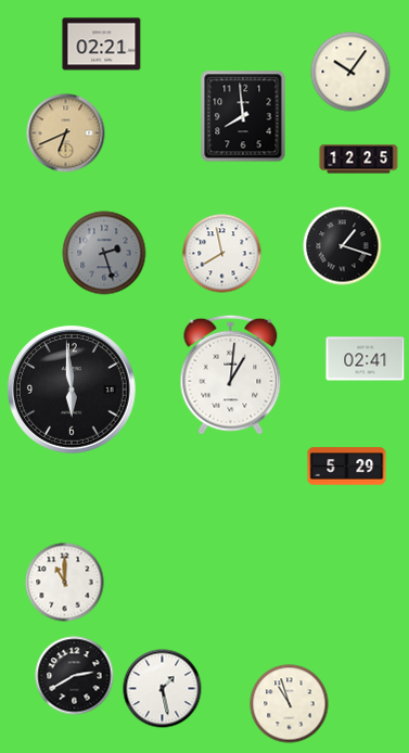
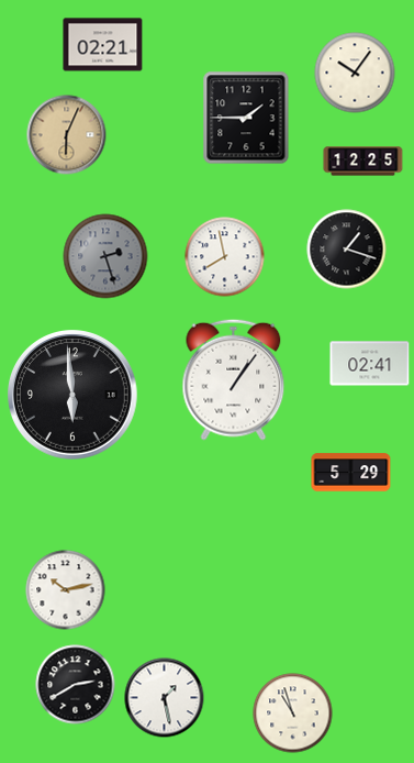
clock at (243, 116): 7:59 -> 1:45
clock at (66, 133): 6:41 -> 6:04
clock at (231, 374): 1:01 -> 1:06
clock at (65, 583): 11:00 -> 10:13
